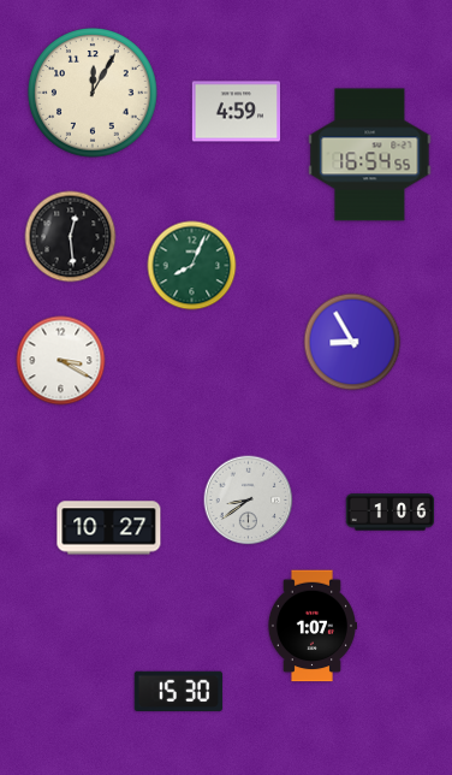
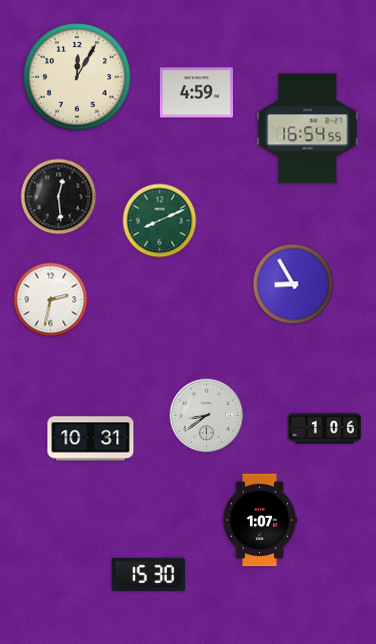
clock at (192, 266): 8:04 -> 8:11
clock at (61, 361): 3:20 -> 2:32
clock at (391, 513) position: (391, 513) -> (325, 429)
clock at (109, 528): 10:27 -> 10:31
